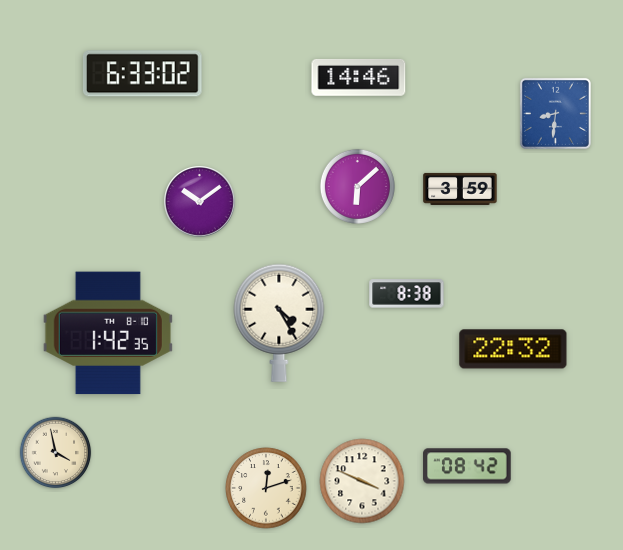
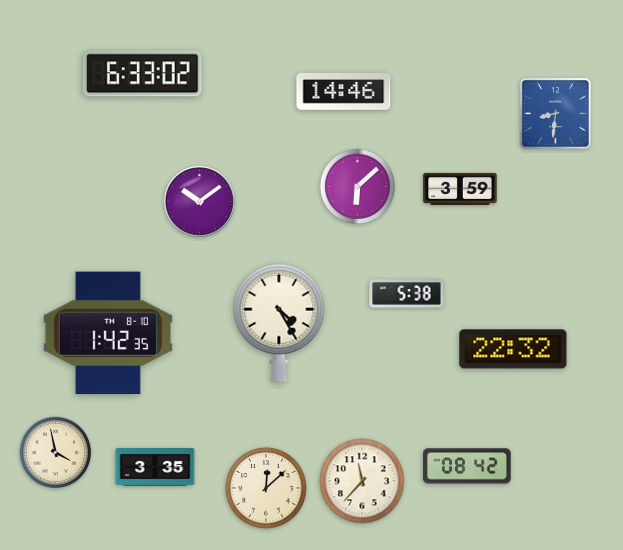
clock at (359, 77) position: (359, 77) -> (344, 91)
clock at (407, 294): 8:38 -> 5:38
clock at (155, 468): none -> 3:35
clock at (362, 481): 3:49 -> 11:37
clock at (266, 488): 12:12 -> 12:08
